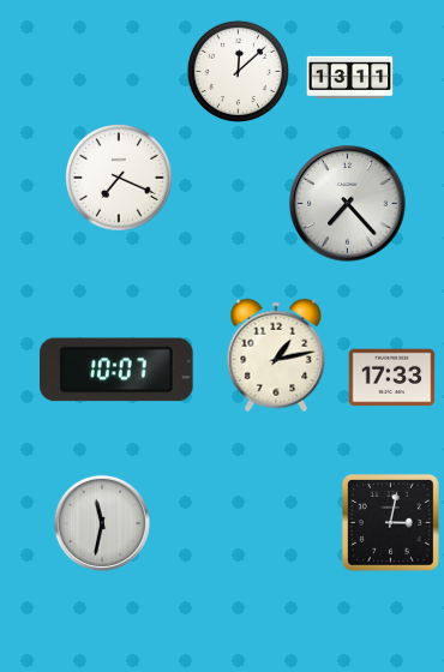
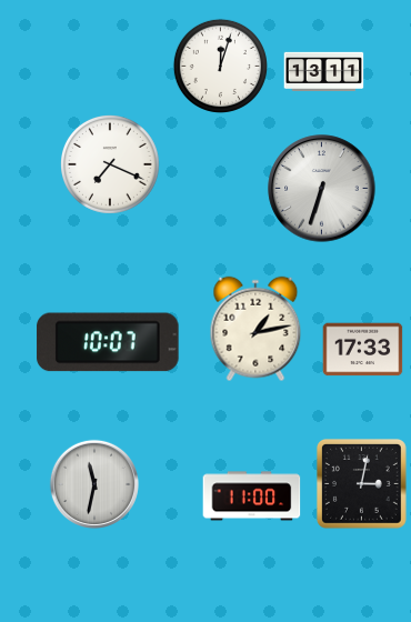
clock at (238, 71): 12:08 -> 12:03
clock at (348, 204): 7:23 -> 6:33
clock at (252, 496): none -> 11:00
